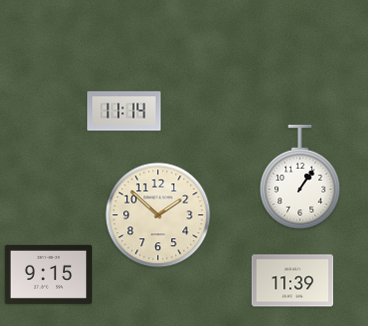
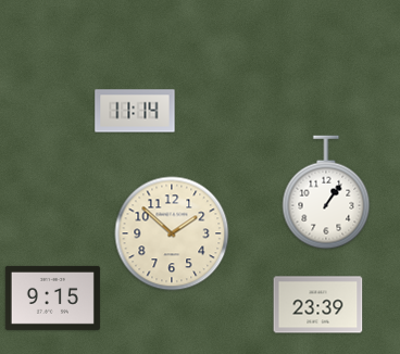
clock at (124, 111) position: (124, 111) -> (135, 111)
clock at (293, 281): 11:39 -> 23:39
